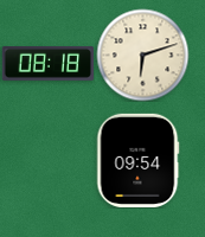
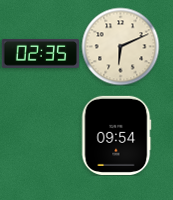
clock at (142, 55): 6:12 -> 6:11
clock at (47, 64): 08:18 -> 02:35
